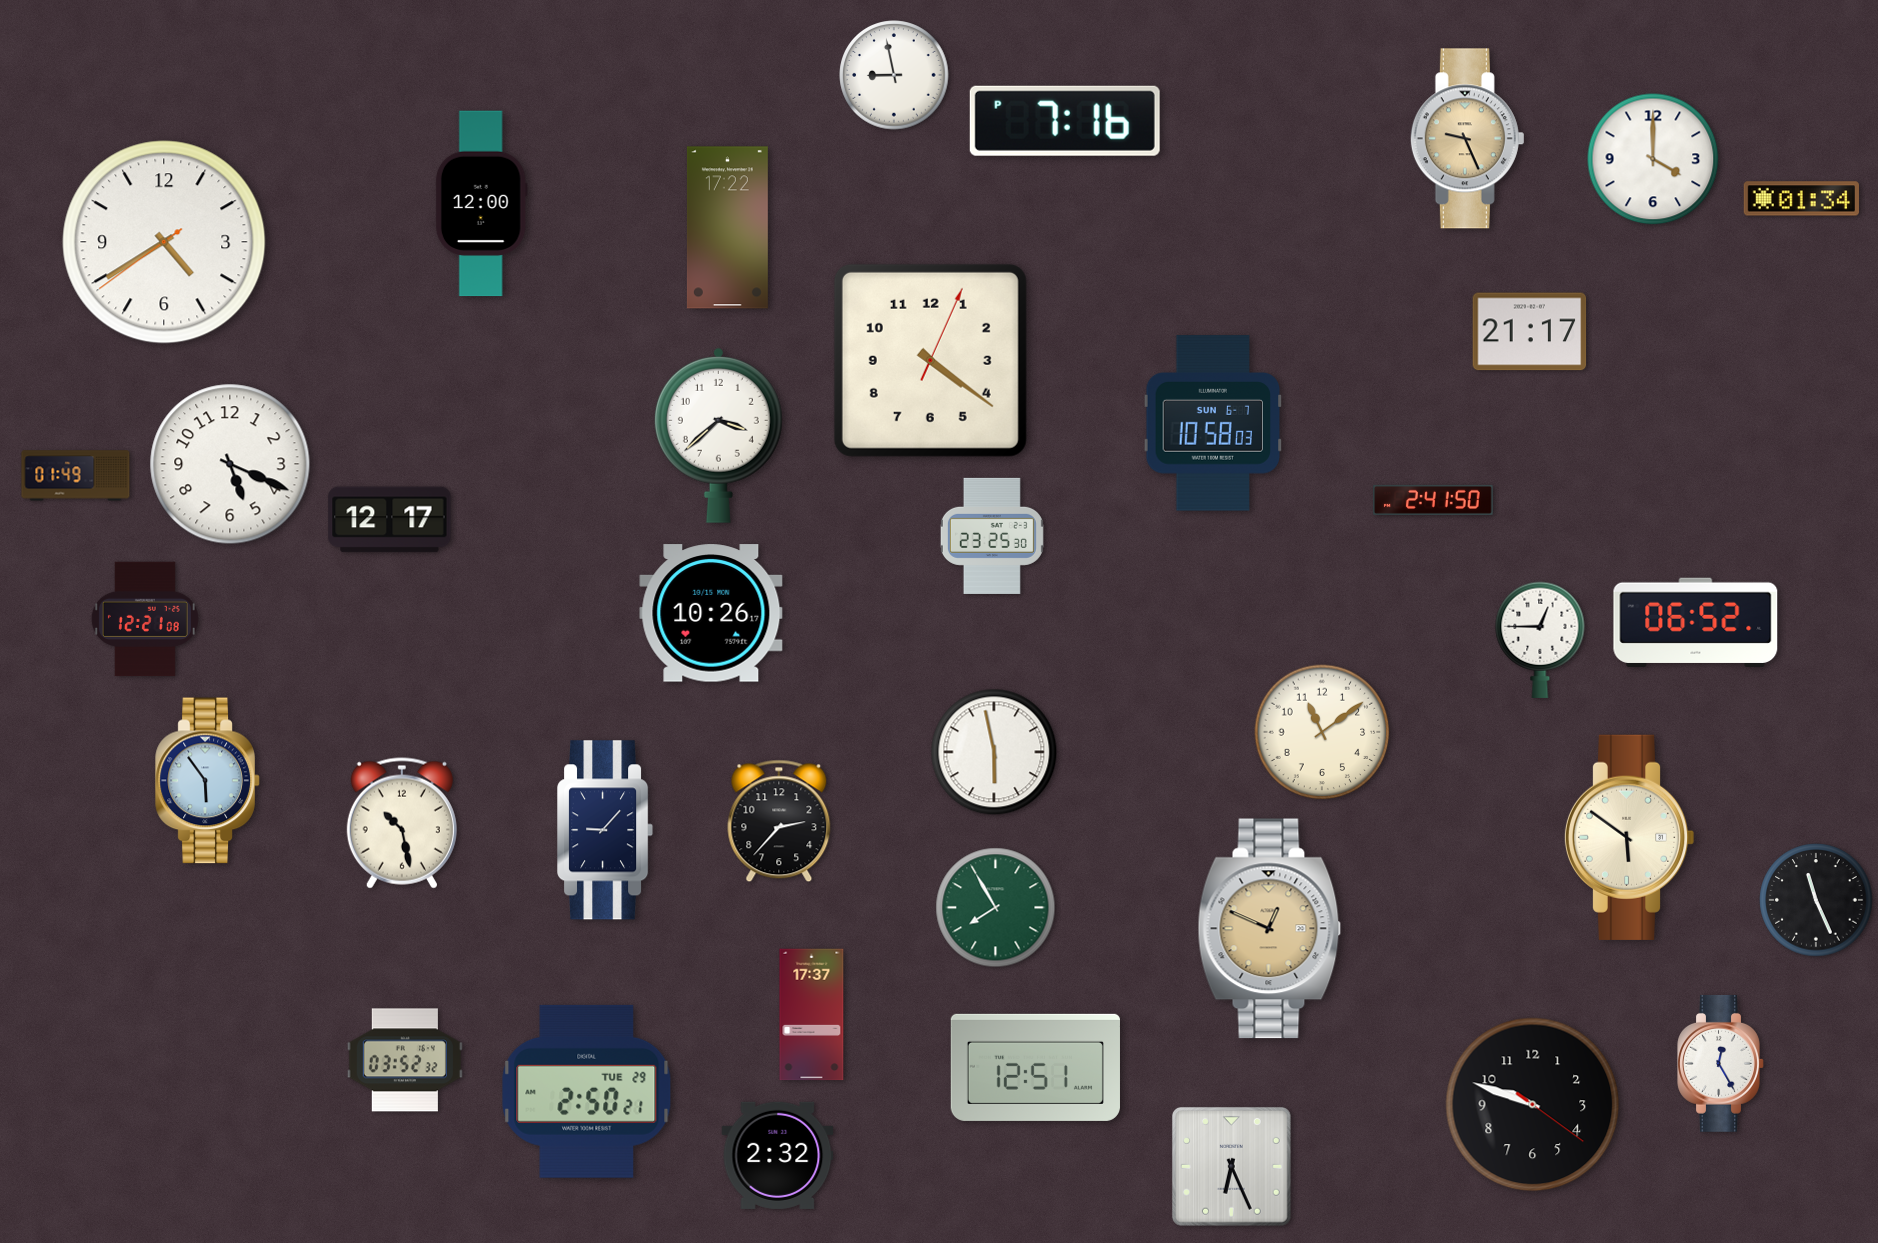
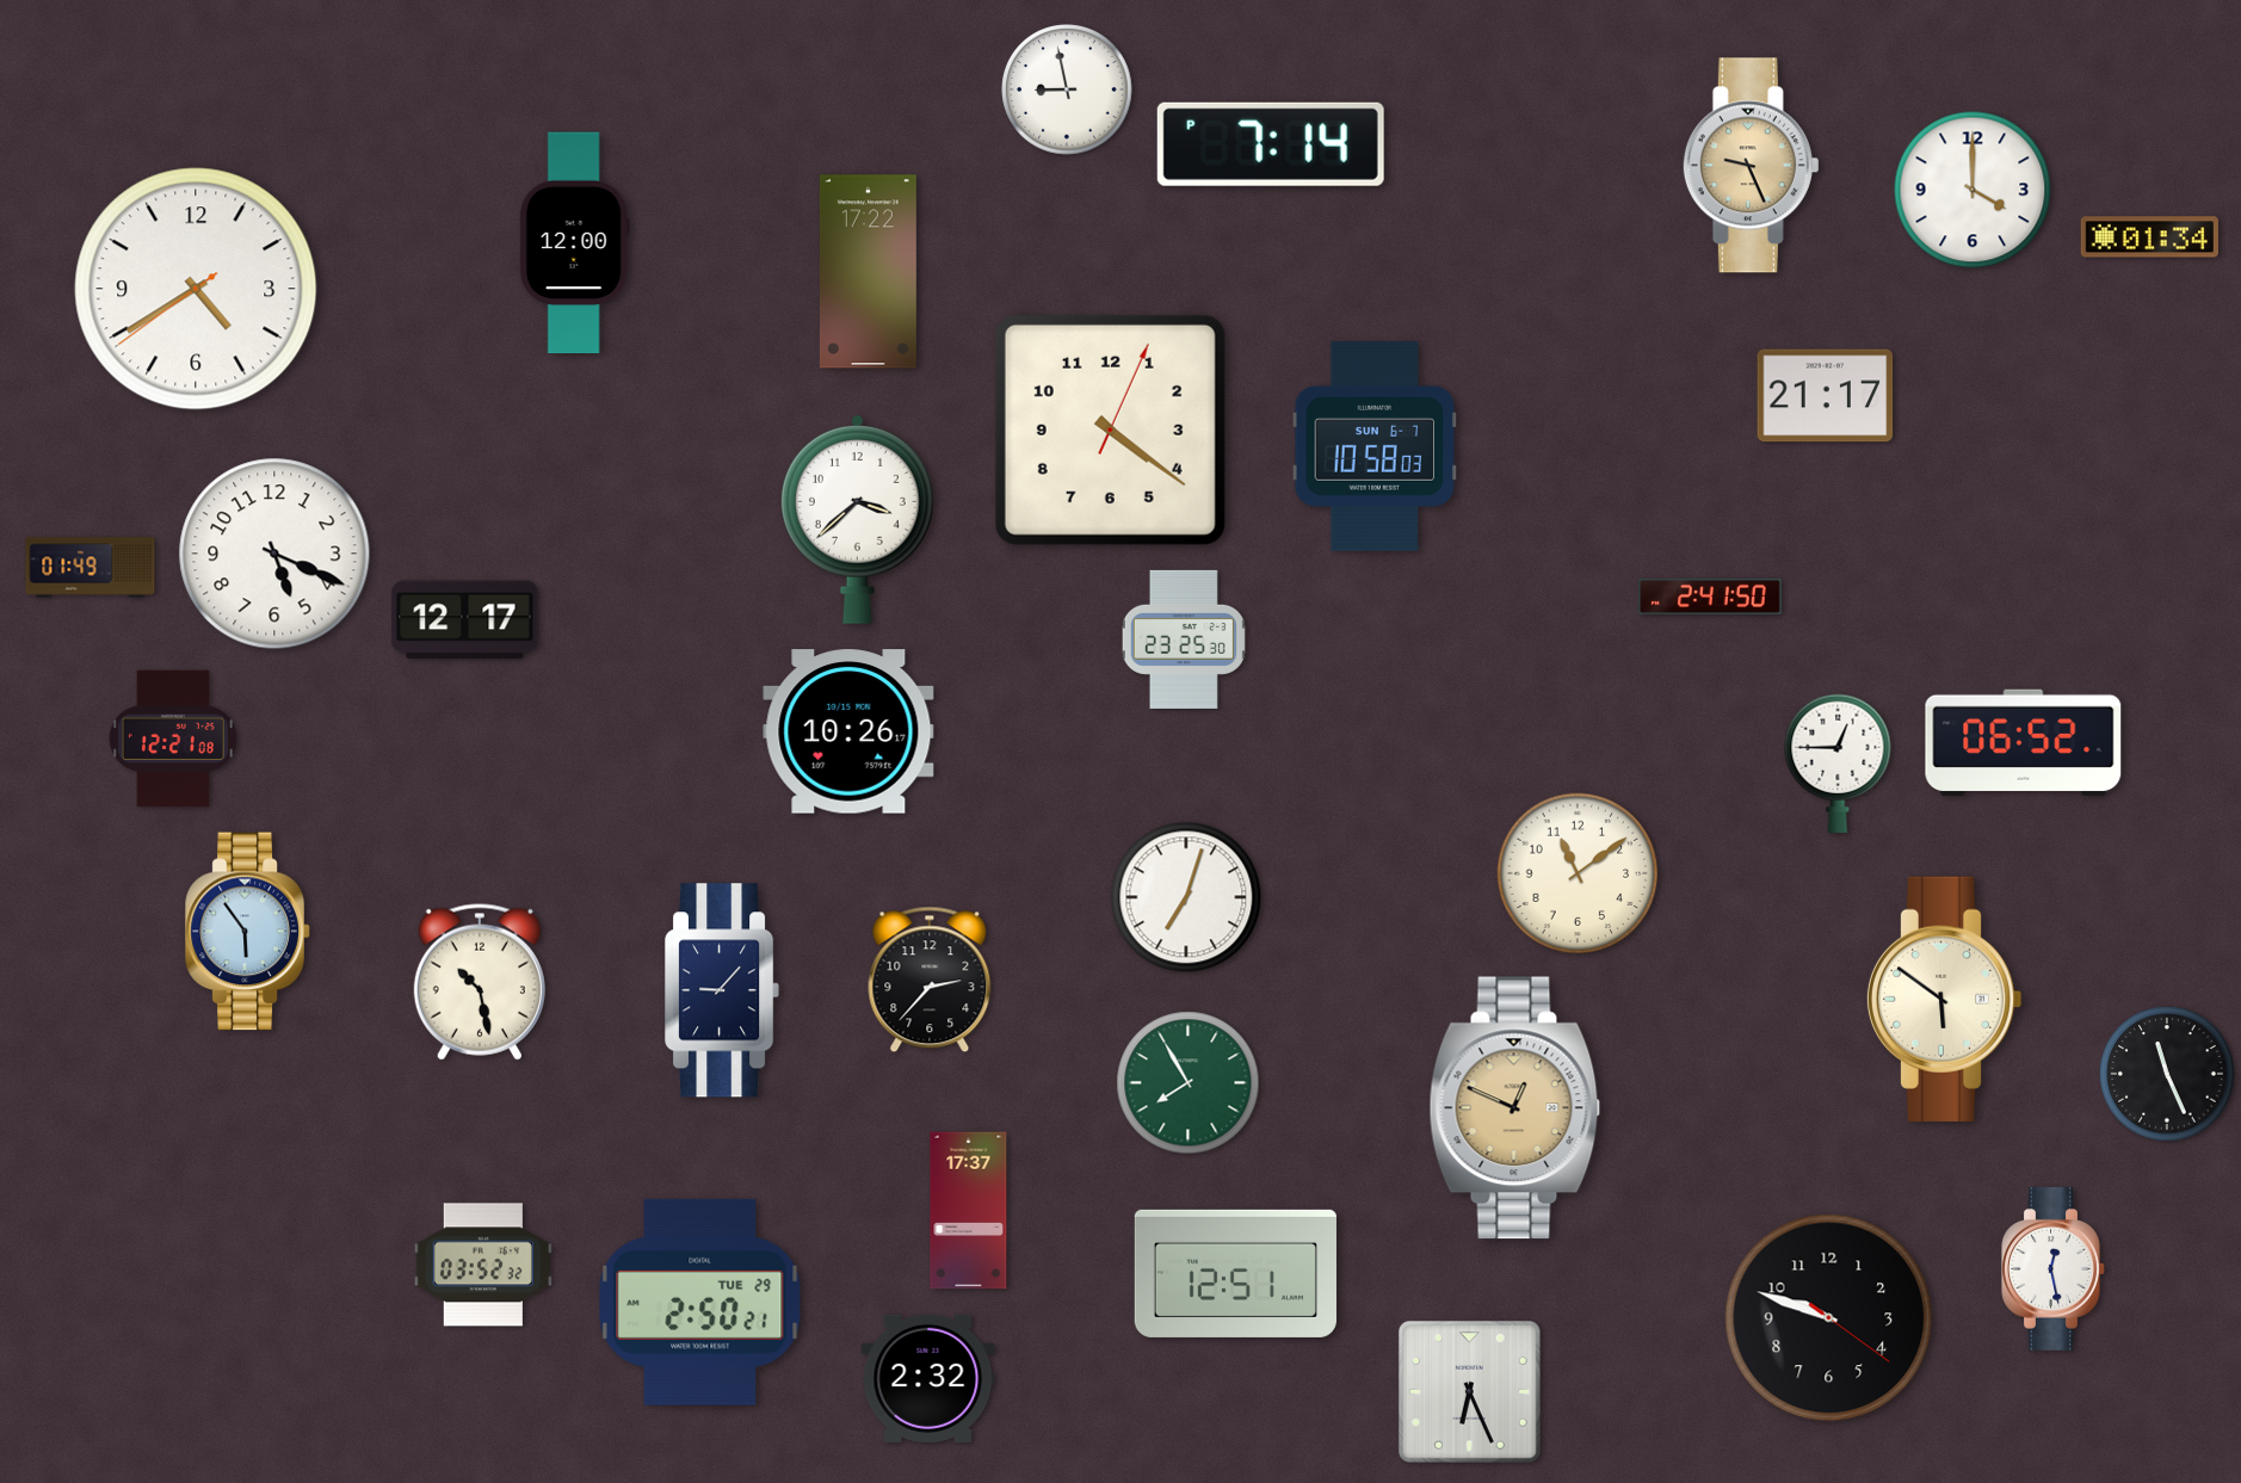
clock at (1065, 121): 7:16 -> 7:14
clock at (1213, 423) position: (1213, 423) -> (1375, 446)
clock at (994, 752): 5:58 -> 7:03
clock at (1721, 1063): 12:25 -> 12:28
